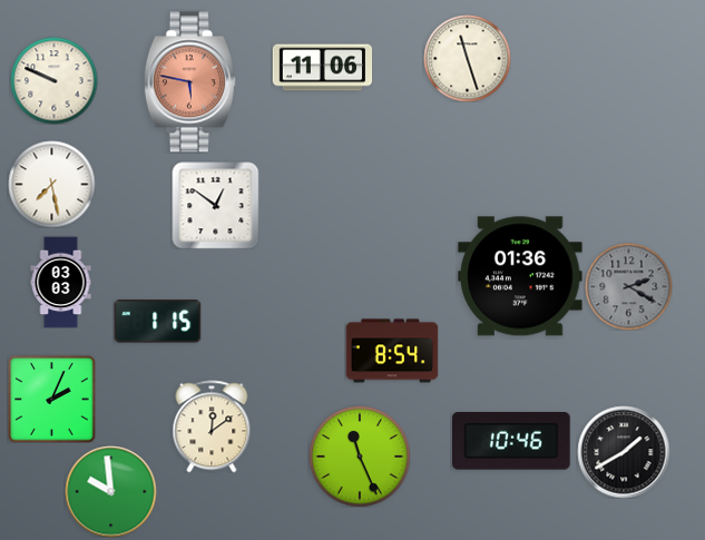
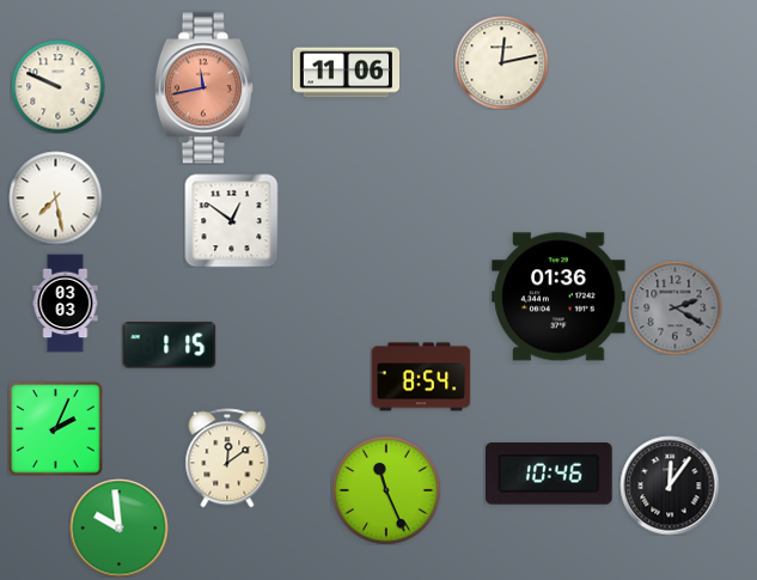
clock at (467, 58): 11:27 -> 12:13
clock at (189, 82): 5:47 -> 11:43
clock at (624, 452): 1:40 -> 12:06
